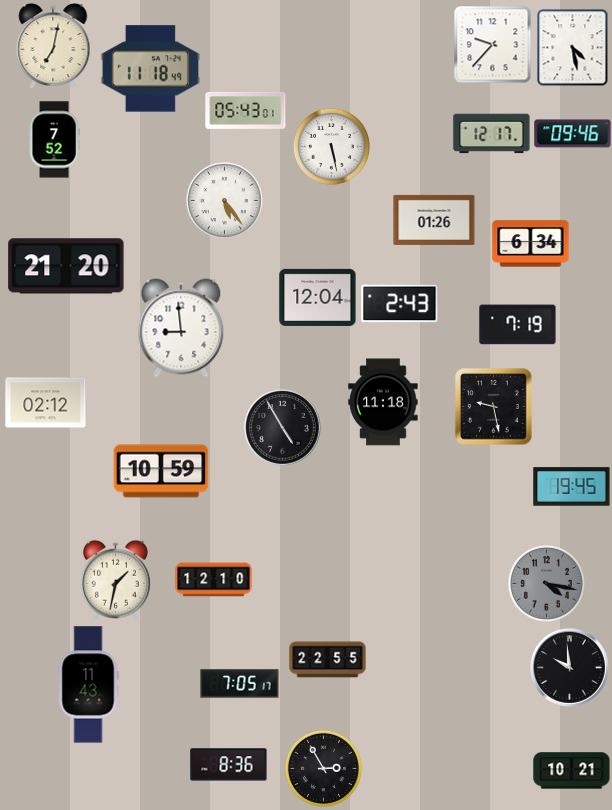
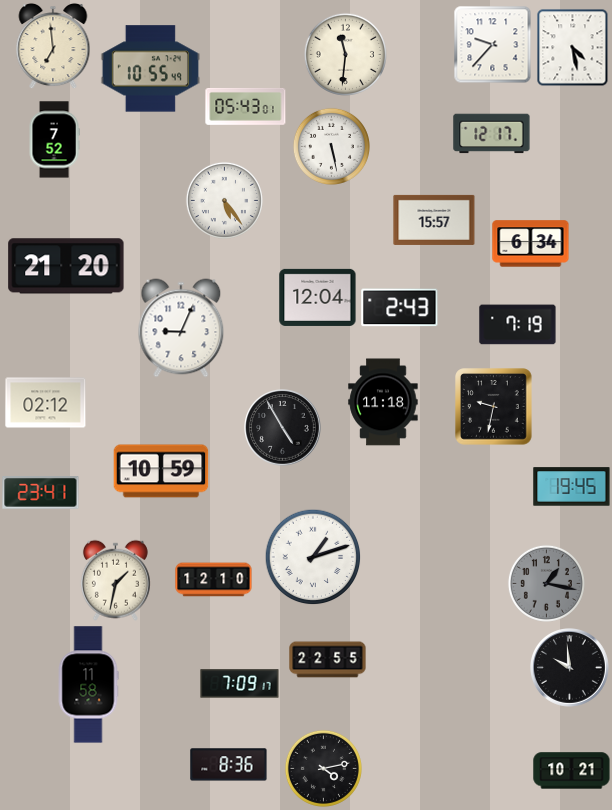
clock at (53, 46): 7:02 -> 6:59
clock at (345, 54): none -> 11:31
clock at (150, 69): 11:18 -> 10:55
clock at (246, 110) position: (246, 110) -> (246, 106)
clock at (573, 134): 09:46 -> none
clock at (434, 220): 01:26 -> 15:57
clock at (400, 304) position: (400, 304) -> (400, 308)
clock at (181, 328): 8:59 -> 9:04
clock at (494, 407): 9:28 -> 9:32
clock at (41, 493): none -> 23:41
clock at (313, 557): none -> 1:12
clock at (546, 583): 4:17 -> 1:17
clock at (240, 684): 7:05 -> 7:09
clock at (88, 685): 11:43 -> 11:58
clock at (323, 768): 2:55 -> 4:13
